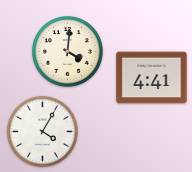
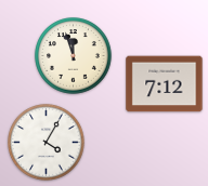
clock at (68, 52): 4:01 -> 11:57
clock at (152, 78): 4:41 -> 7:12
